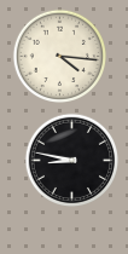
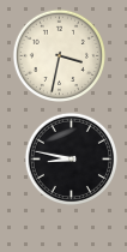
clock at (59, 56): 4:16 -> 3:32
